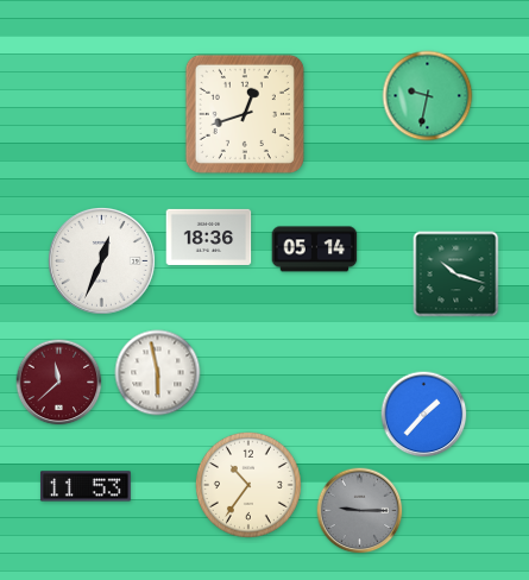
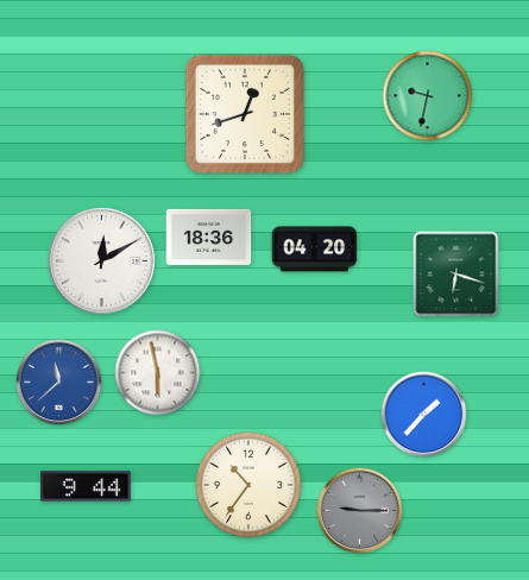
clock at (315, 250): 05:14 -> 04:20
clock at (102, 261): 12:34 -> 12:10
clock at (456, 275): 10:18 -> 6:18
clock at (59, 383) dial: burgundy -> blue
clock at (86, 486): 11:53 -> 9:44
